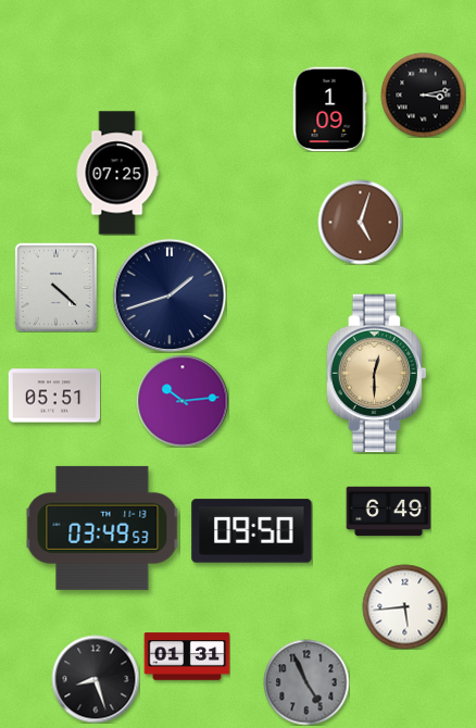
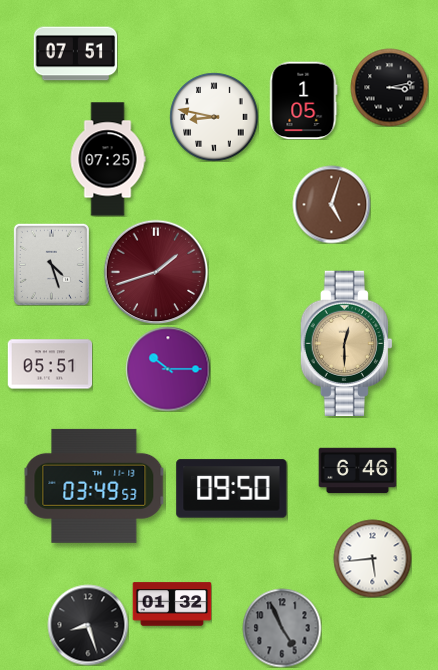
clock at (75, 54): none -> 07:51
clock at (330, 109): 1:09 -> 1:05
clock at (214, 117): none -> 8:47
clock at (55, 287): 4:22 -> 4:27
clock at (170, 296) dial: navy -> burgundy
clock at (183, 401): 10:14 -> 10:15
clock at (388, 512): 6:49 -> 6:46
clock at (187, 656): 01:31 -> 01:32
